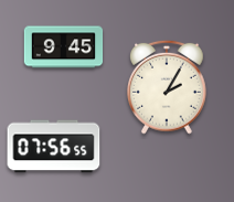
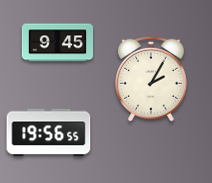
clock at (54, 147): 07:56 -> 19:56
